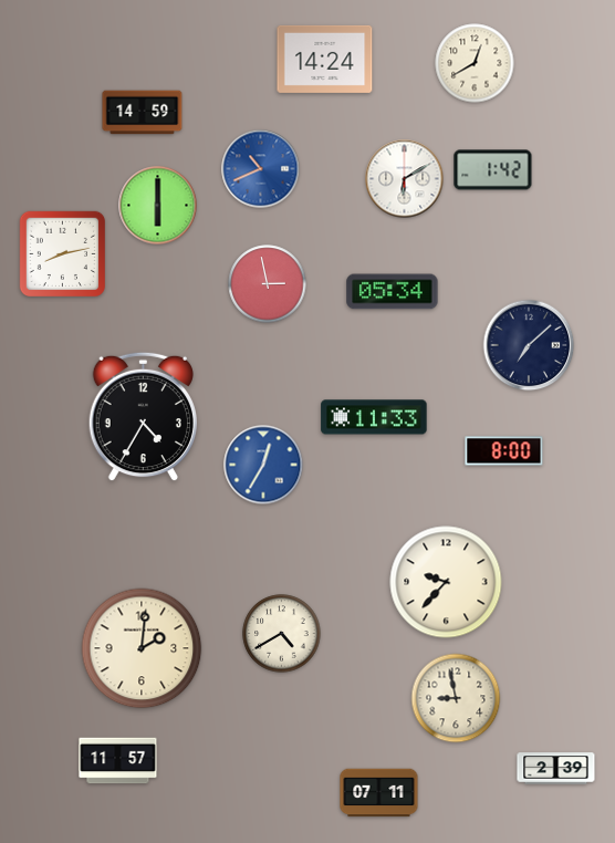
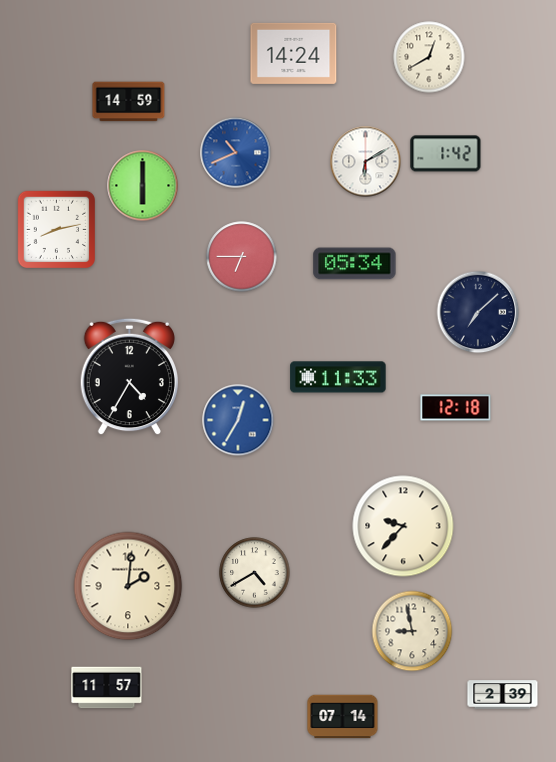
clock at (268, 284): 2:58 -> 6:45
clock at (504, 451): 8:00 -> 12:18
clock at (379, 793): 07:11 -> 07:14
